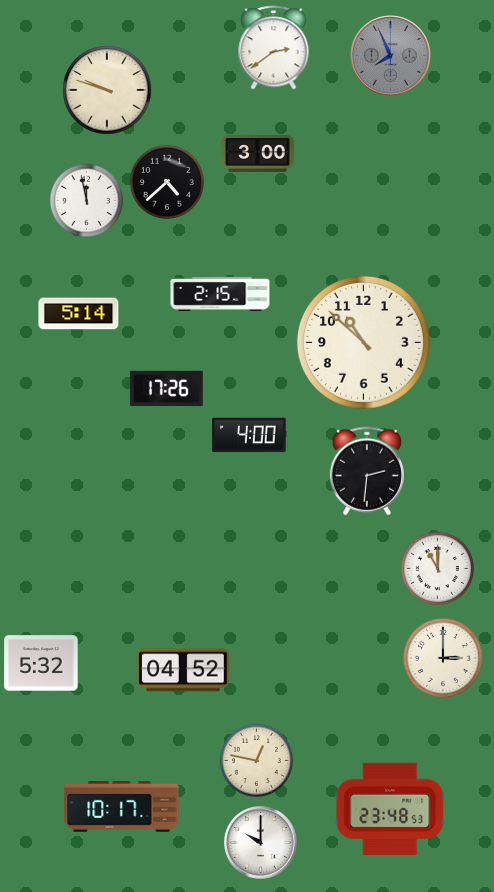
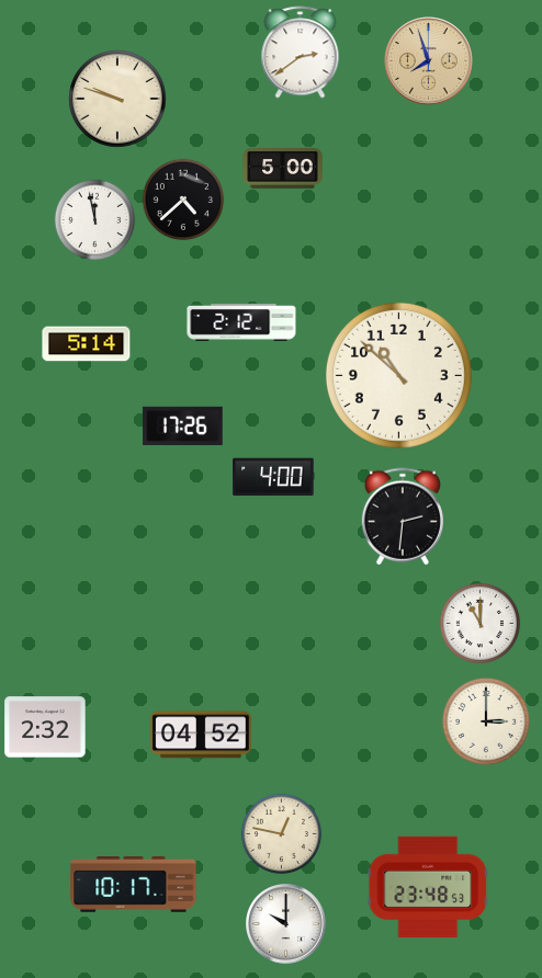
clock at (391, 56): 7:56 -> 7:57
clock at (391, 56) dial: grey -> champagne
clock at (258, 154): 3:00 -> 5:00
clock at (220, 294): 2:15 -> 2:12
clock at (41, 663): 5:32 -> 2:32
